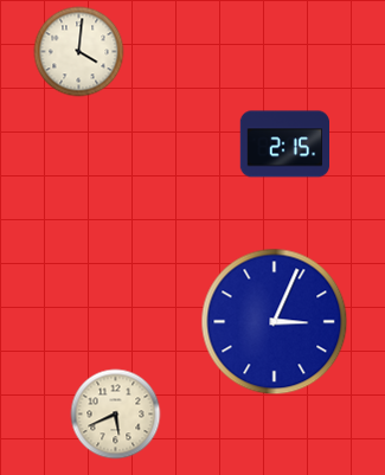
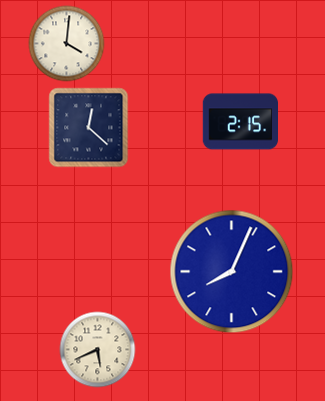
clock at (89, 128): none -> 12:22
clock at (275, 322): 3:04 -> 8:04
